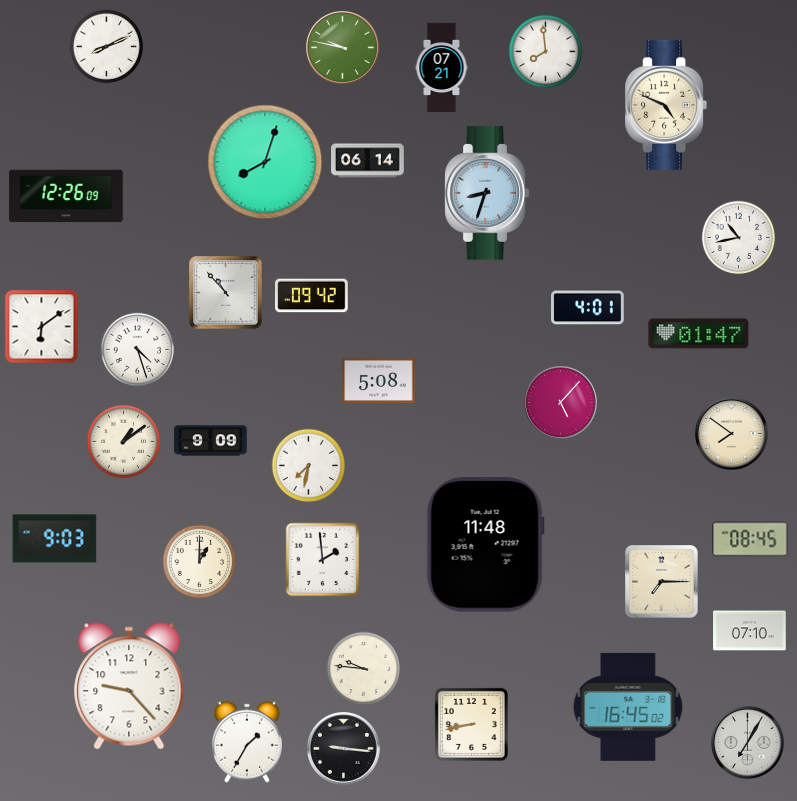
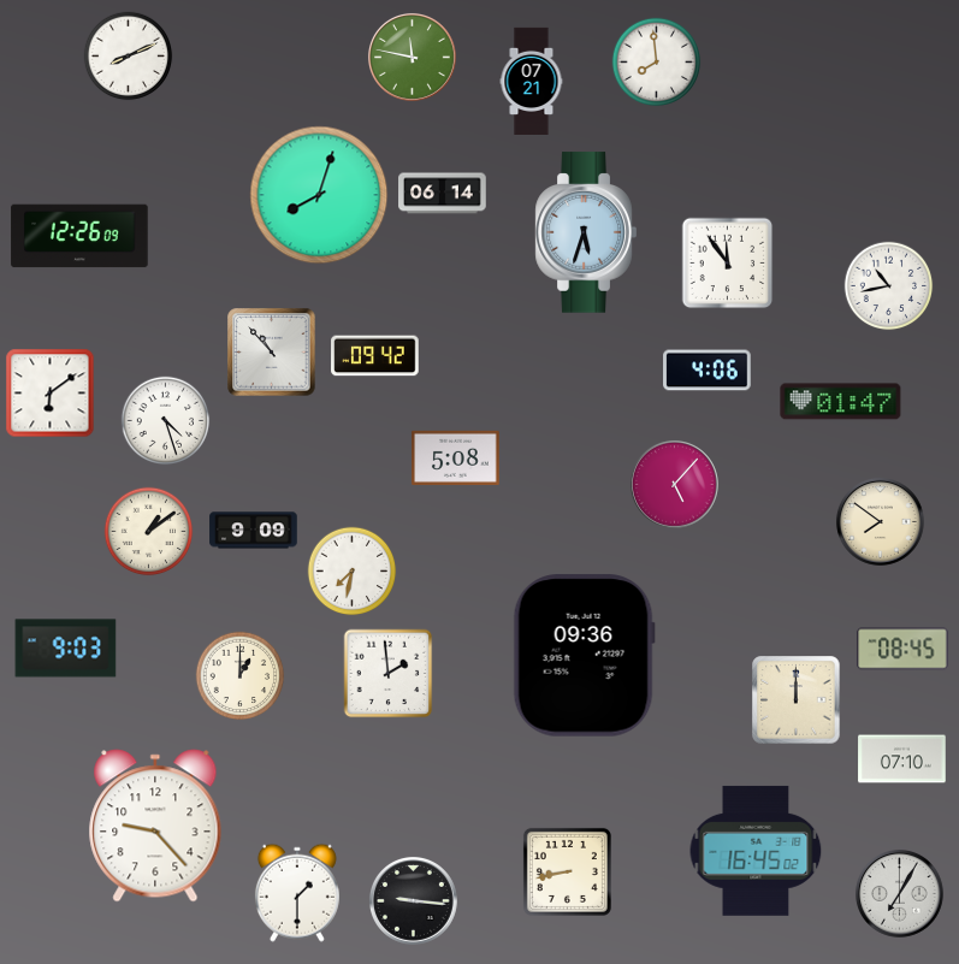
clock at (342, 47): 9:47 -> 11:47
clock at (666, 105): 4:49 -> none
clock at (487, 193): 8:33 -> 5:33
clock at (728, 264): none -> 11:54
clock at (588, 308): 4:01 -> 4:06
clock at (309, 466) position: (309, 466) -> (353, 572)
clock at (485, 545): 11:48 -> 09:36
clock at (662, 582): 7:15 -> 12:00
clock at (364, 669): 9:46 -> none
clock at (247, 742): 1:35 -> 1:30
